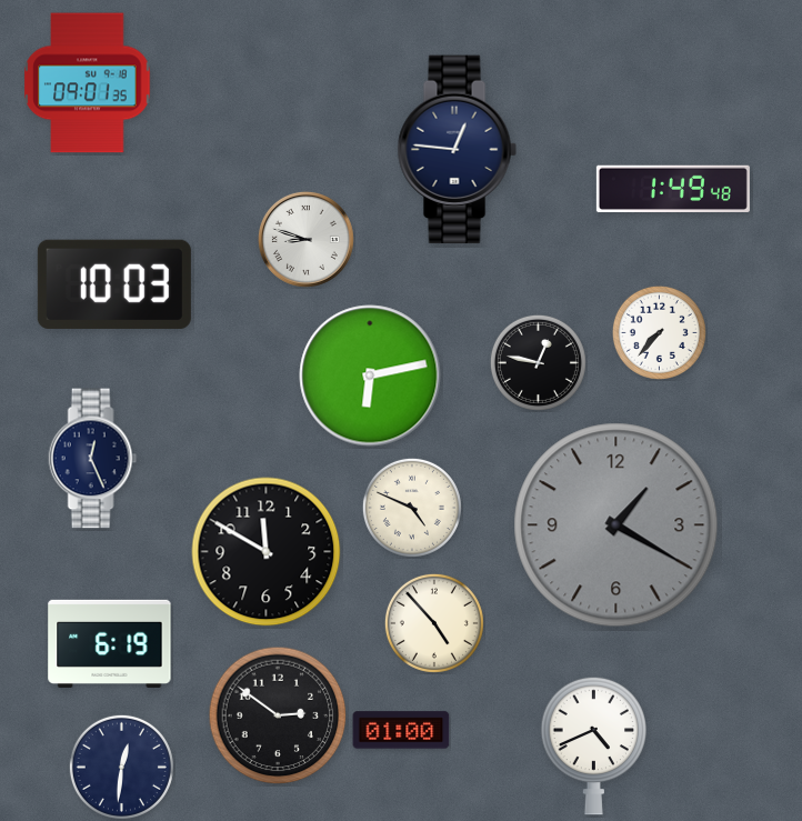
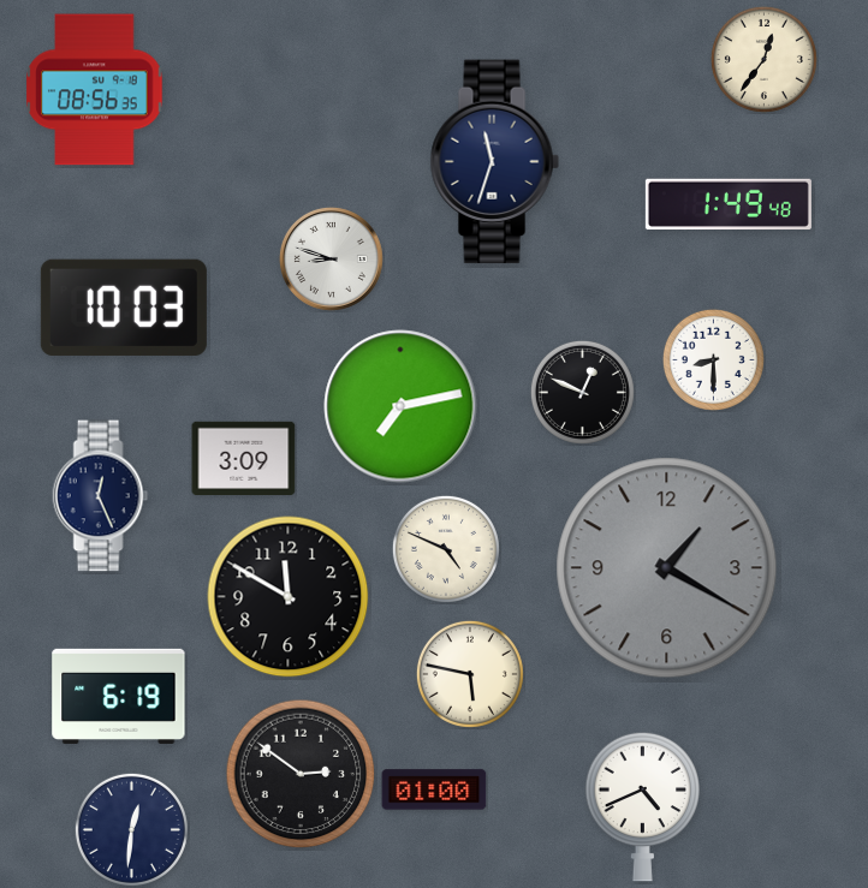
clock at (763, 59): none -> 12:36
clock at (88, 83): 09:01 -> 08:56
clock at (457, 150): 12:46 -> 11:33
clock at (659, 332): 7:37 -> 8:30
clock at (538, 362): 12:47 -> 12:49
clock at (370, 376): 6:13 -> 7:13
clock at (244, 458): none -> 3:09
clock at (434, 623): 4:53 -> 5:47
